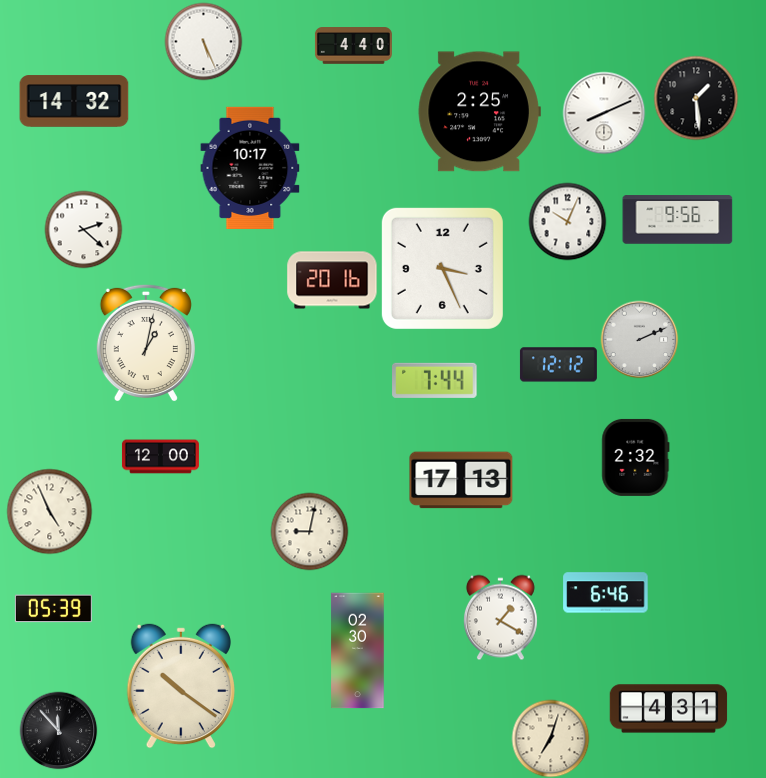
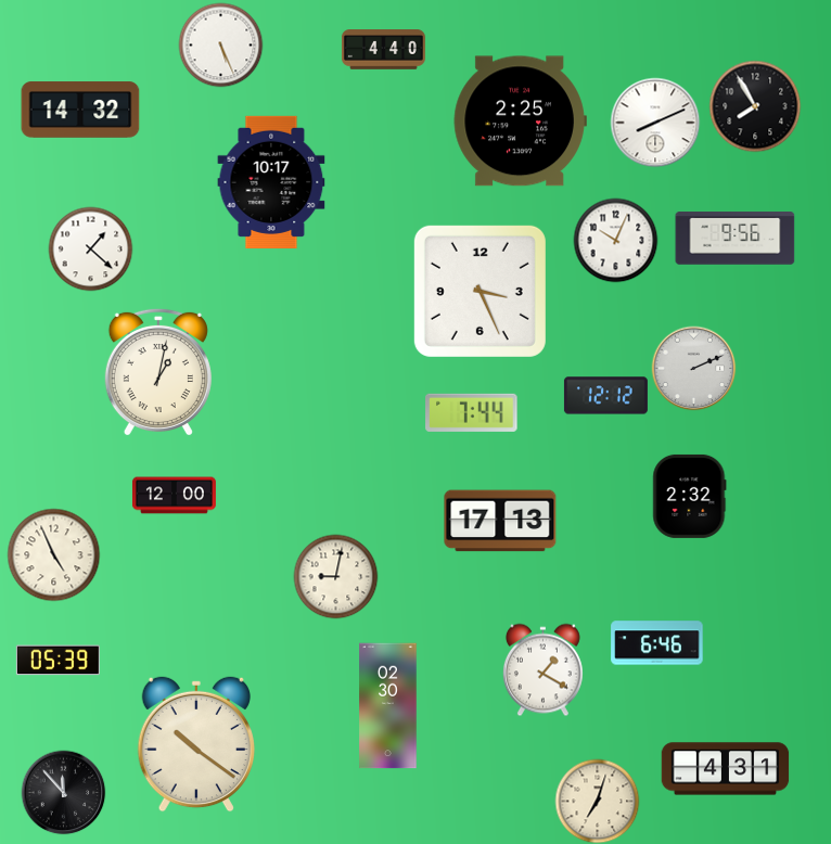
clock at (696, 98): 1:29 -> 7:55
clock at (83, 229): 2:22 -> 1:22
clock at (332, 280): 20:16 -> none
